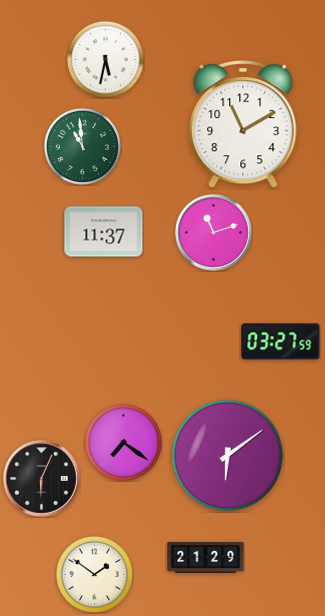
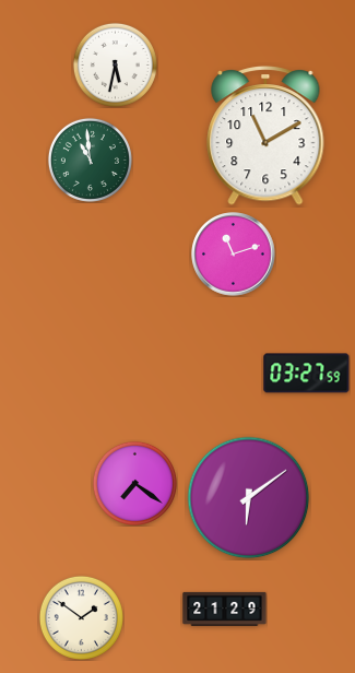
clock at (104, 232): 11:37 -> none
clock at (42, 479): 6:04 -> none
clock at (94, 574) position: (94, 574) -> (81, 617)
